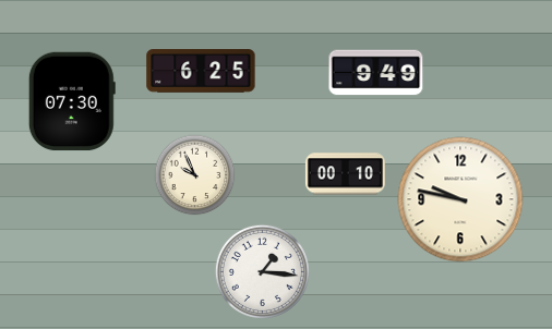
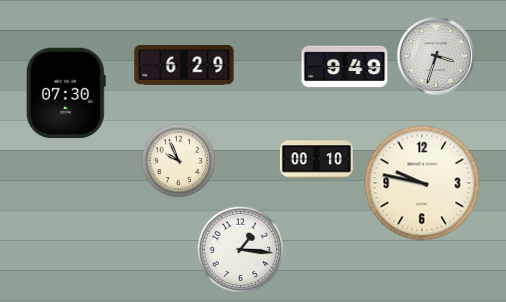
clock at (436, 56): none -> 3:33
clock at (201, 72): 6:25 -> 6:29
